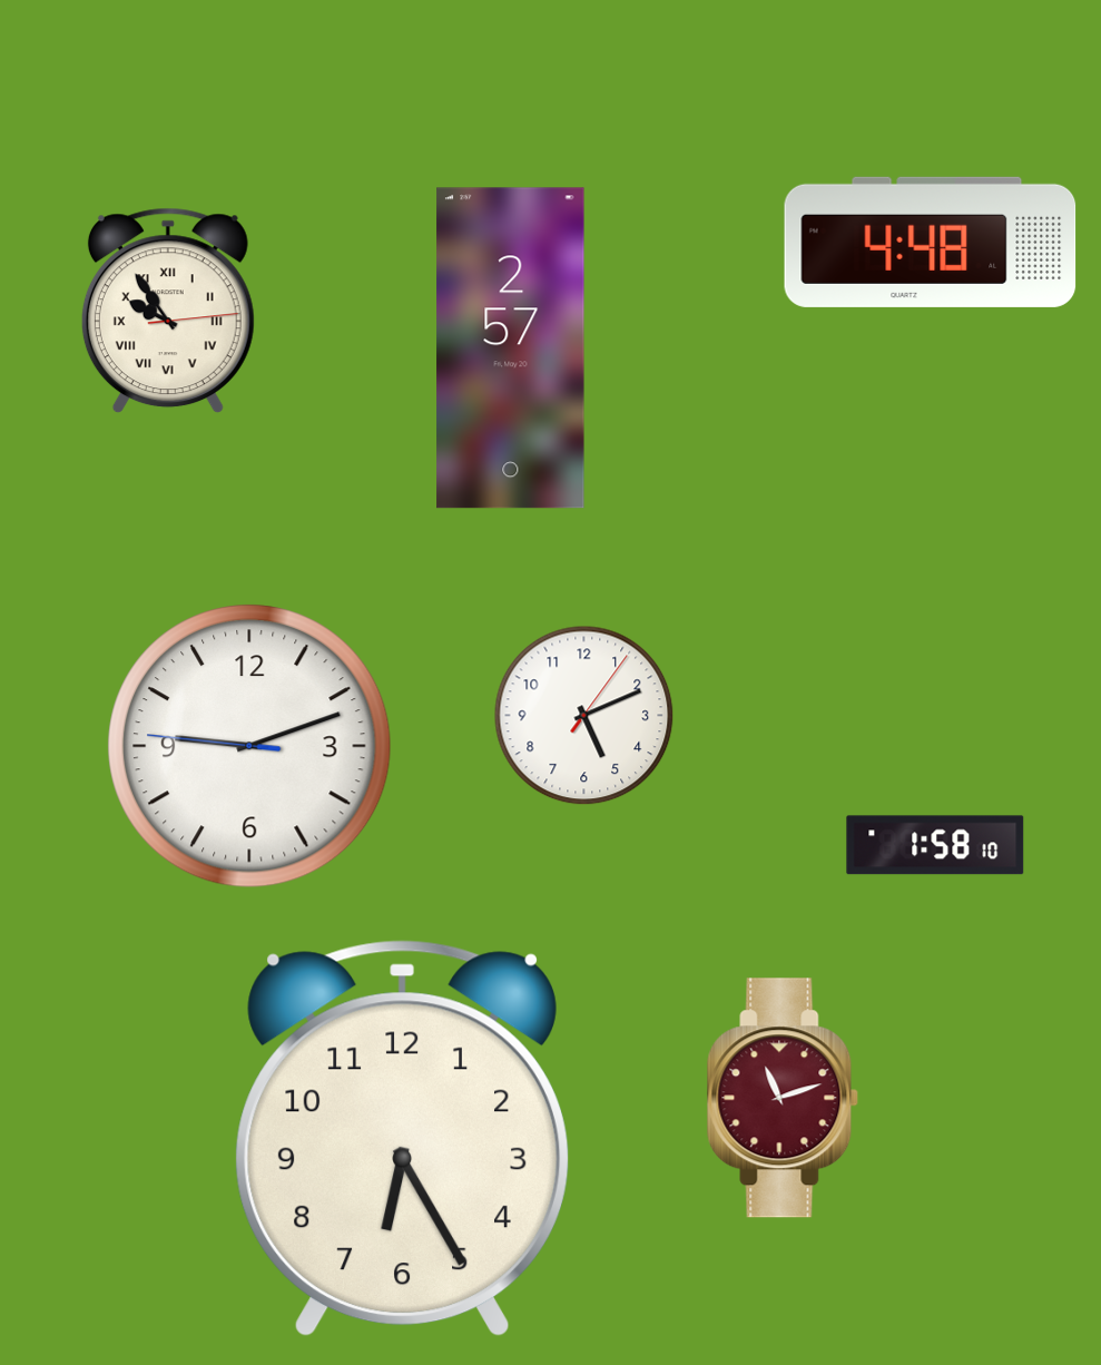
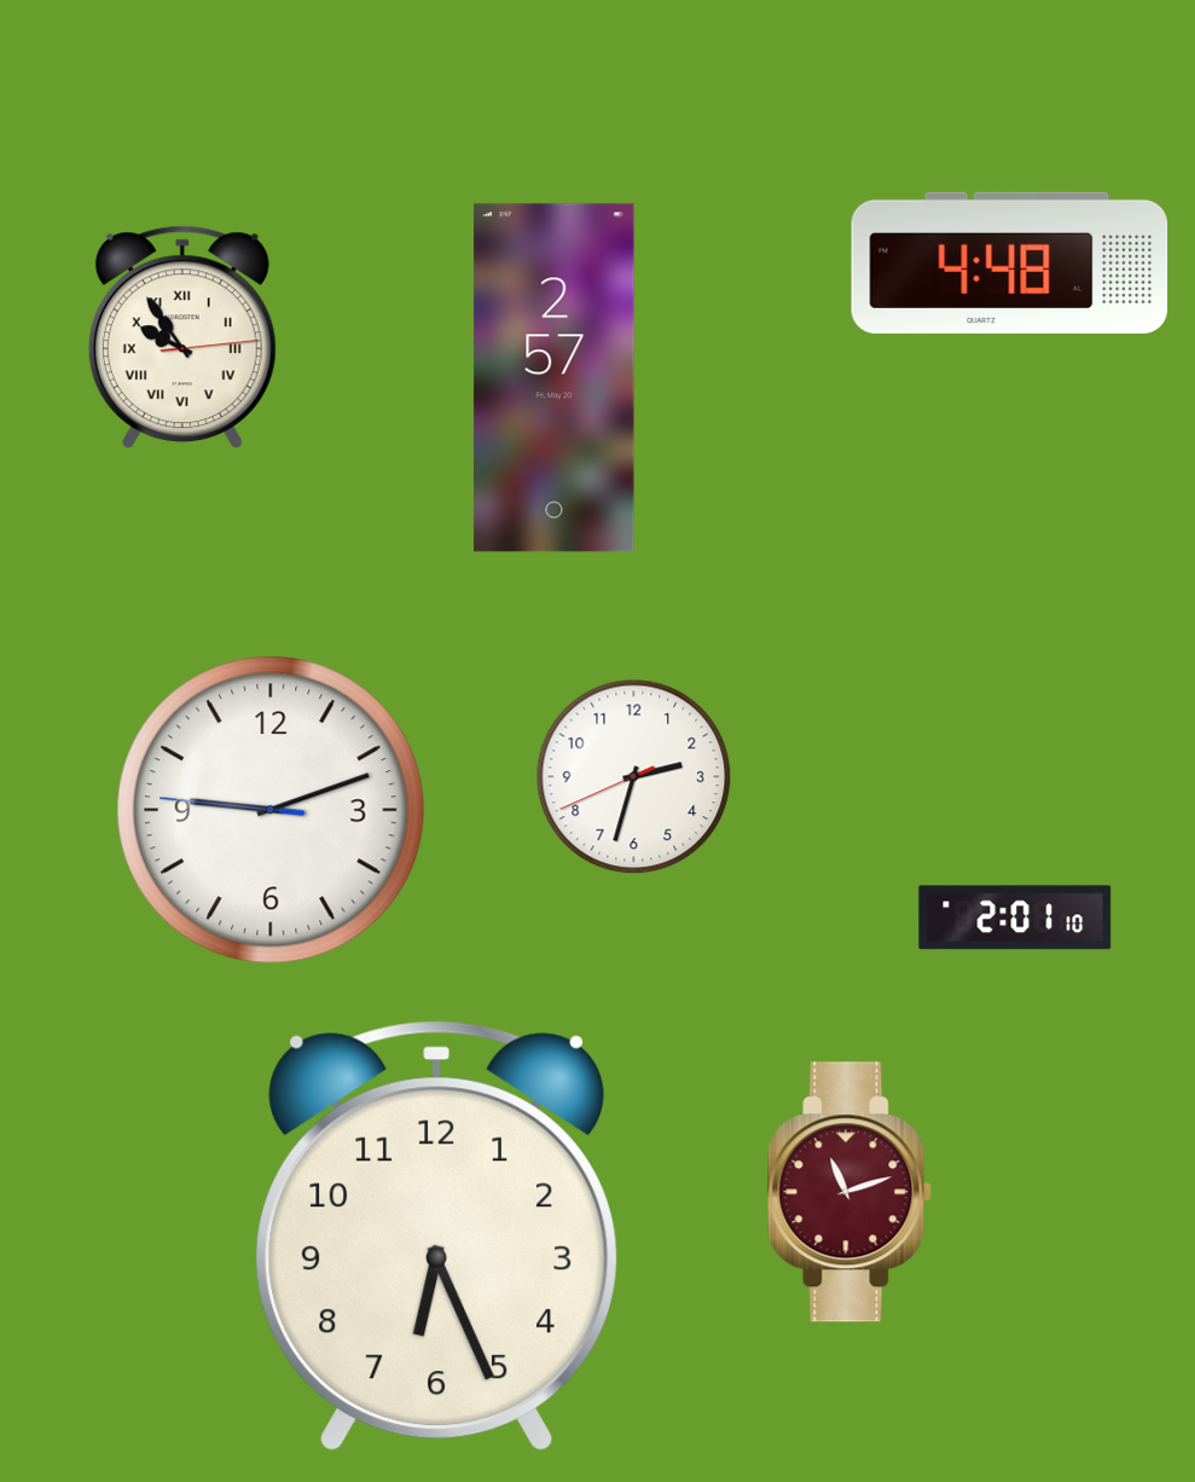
clock at (584, 716): 5:11 -> 2:32
clock at (935, 845): 1:58 -> 2:01
clock at (402, 1139): 6:25 -> 6:26
